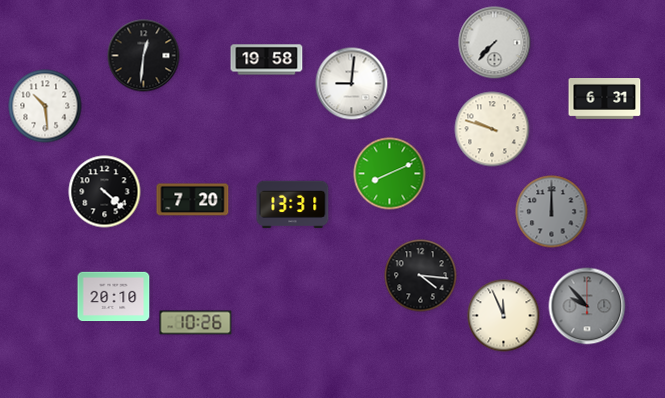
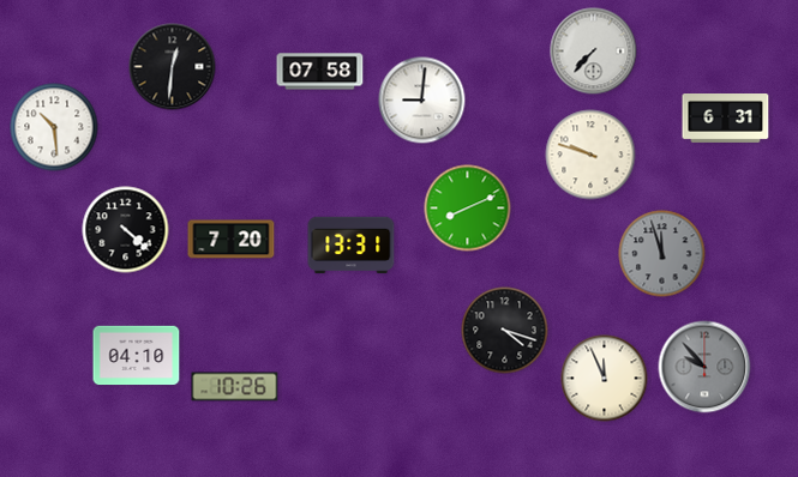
clock at (267, 60): 19:58 -> 07:58
clock at (552, 212): 12:00 -> 11:57
clock at (421, 276): 4:16 -> 4:18
clock at (114, 297): 20:10 -> 04:10
